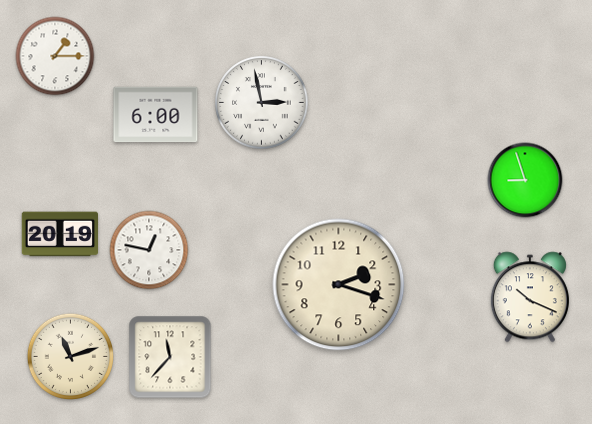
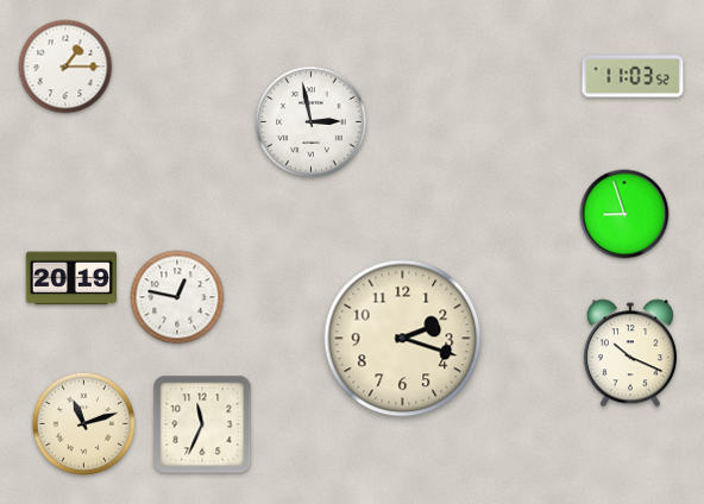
clock at (633, 76): none -> 11:03
clock at (156, 115): 6:00 -> none
clock at (170, 357): 11:37 -> 11:34
